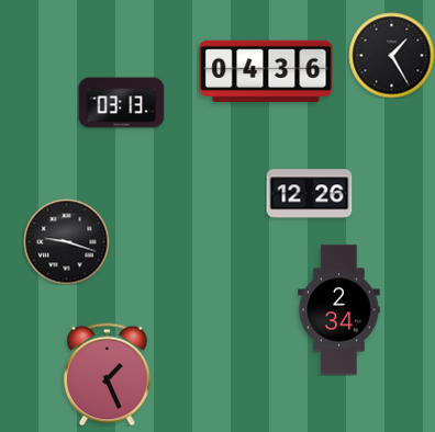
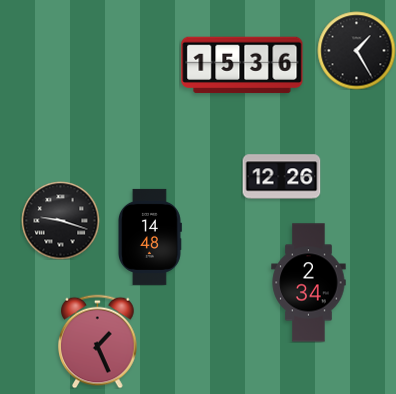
clock at (266, 71): 04:36 -> 15:36
clock at (121, 103): 03:13 -> none
clock at (149, 237): none -> 14:48
